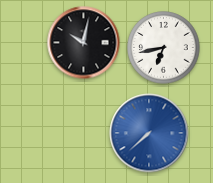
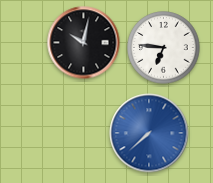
clock at (164, 48): 6:43 -> 6:46
